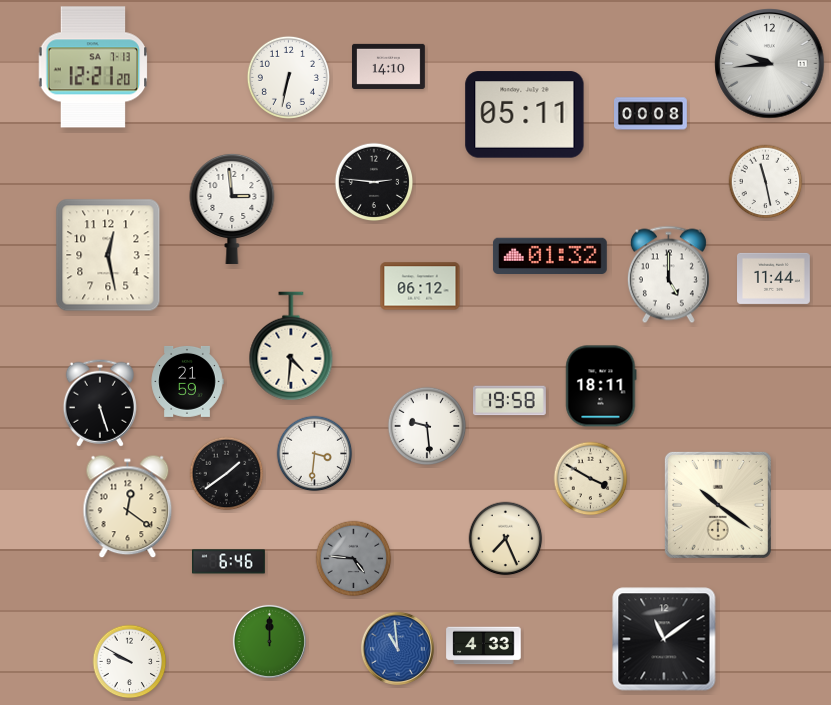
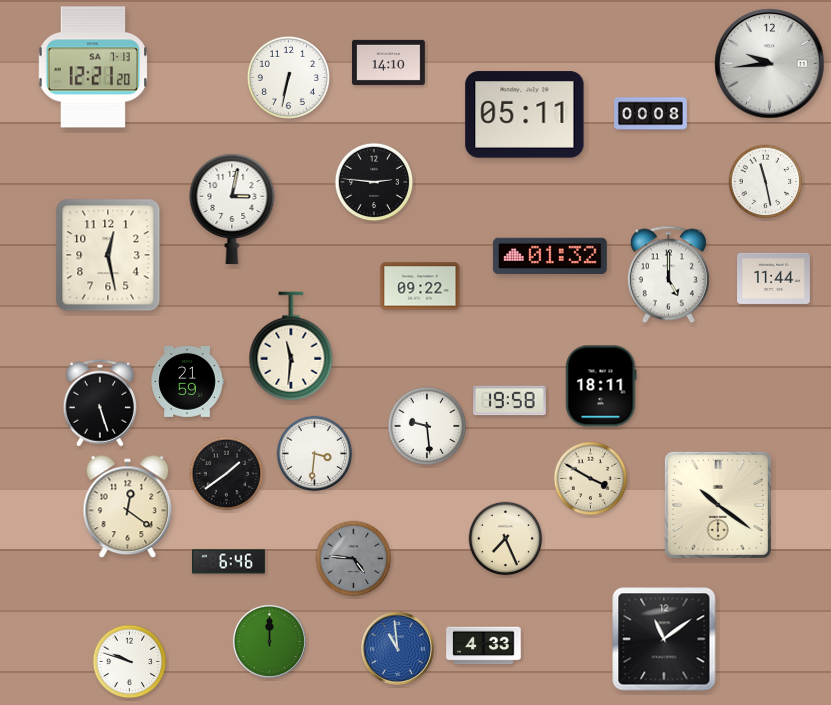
clock at (389, 66) position: (389, 66) -> (389, 62)
clock at (232, 208): 2:59 -> 3:02
clock at (420, 286): 06:12 -> 09:22
clock at (291, 346): 4:31 -> 11:31
clock at (130, 662): 9:50 -> 9:48
